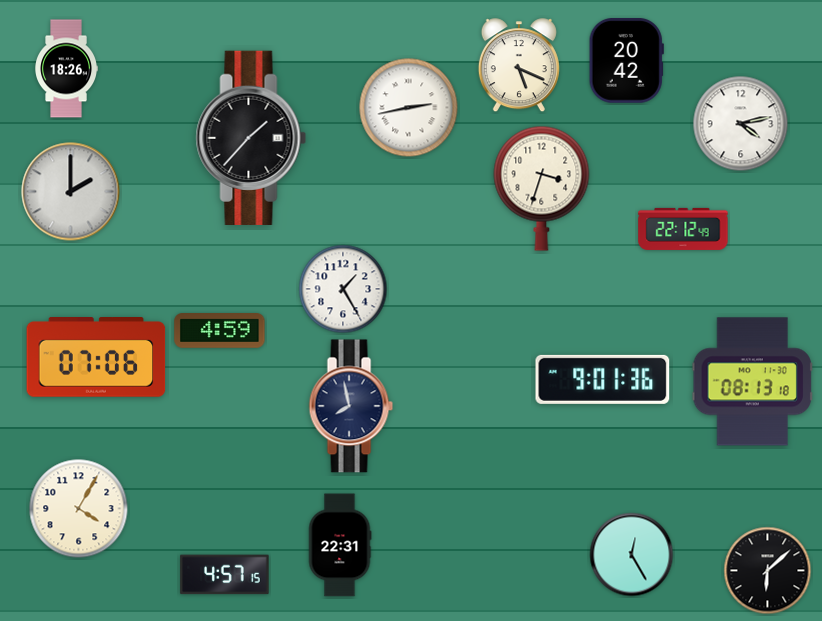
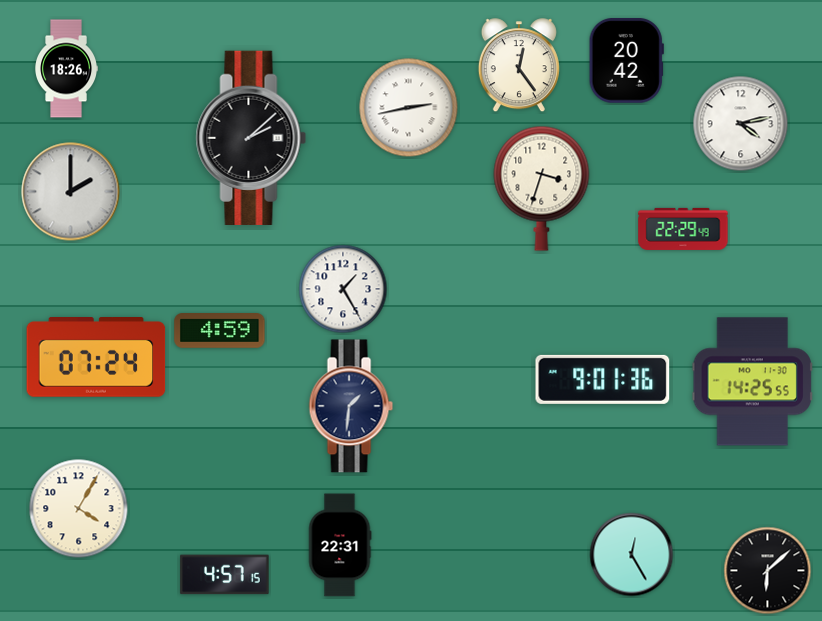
clock at (519, 66): 5:19 -> 12:24
clock at (251, 138): 1:37 -> 2:08
clock at (683, 229): 22:12 -> 22:29
clock at (96, 358): 07:06 -> 07:24
clock at (752, 382): 08:13 -> 14:25
clock at (351, 406): 7:58 -> 1:31
